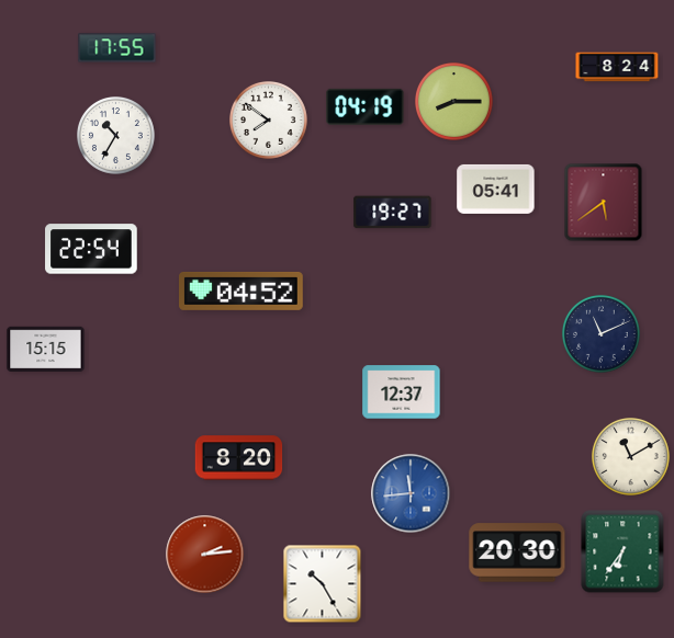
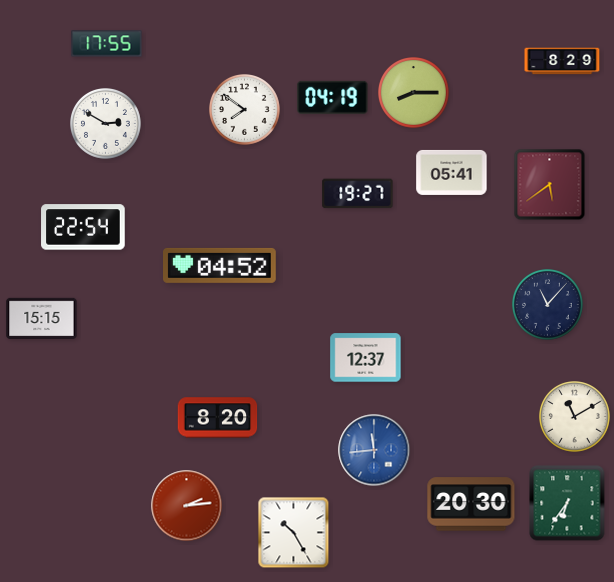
clock at (617, 67): 8:24 -> 8:29
clock at (116, 136): 10:35 -> 2:50
clock at (602, 334): 11:11 -> 11:07
